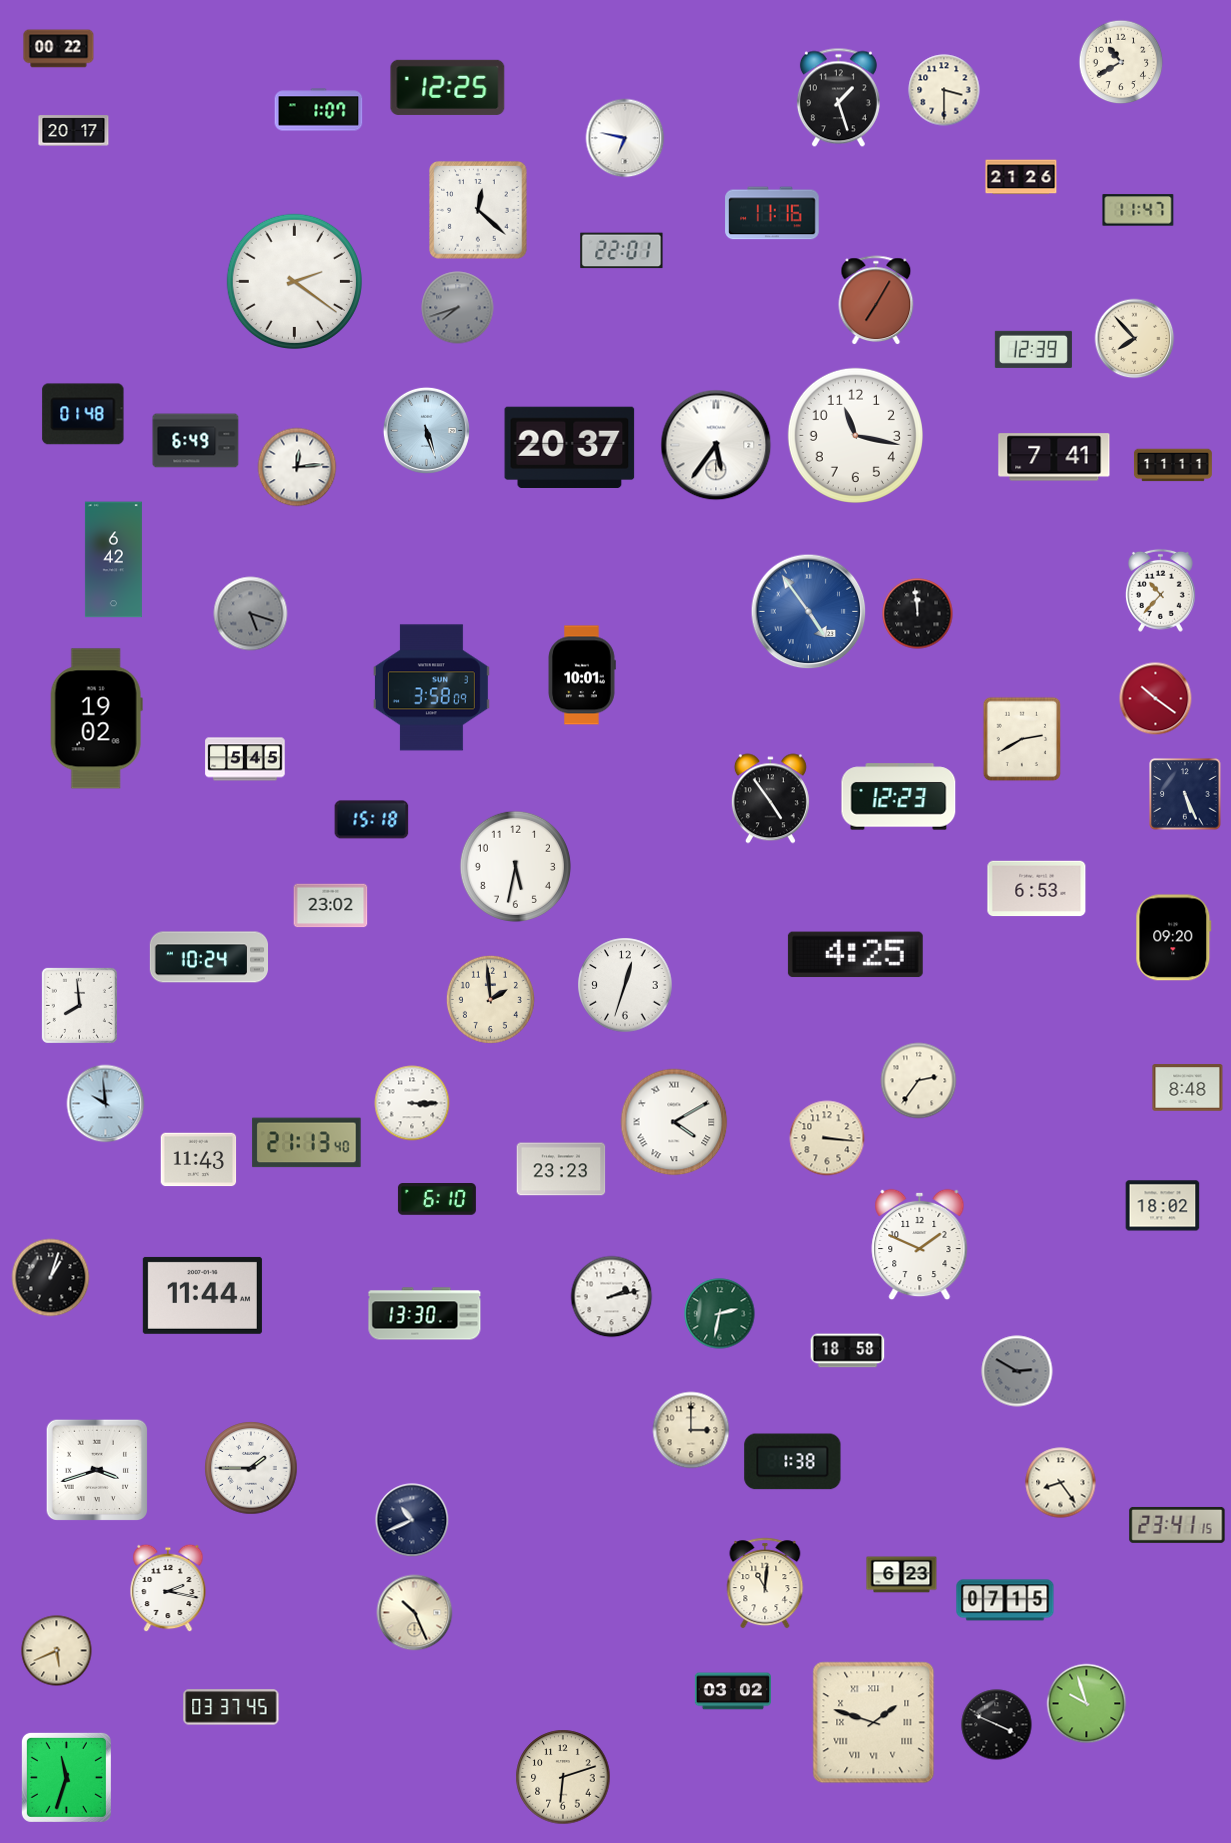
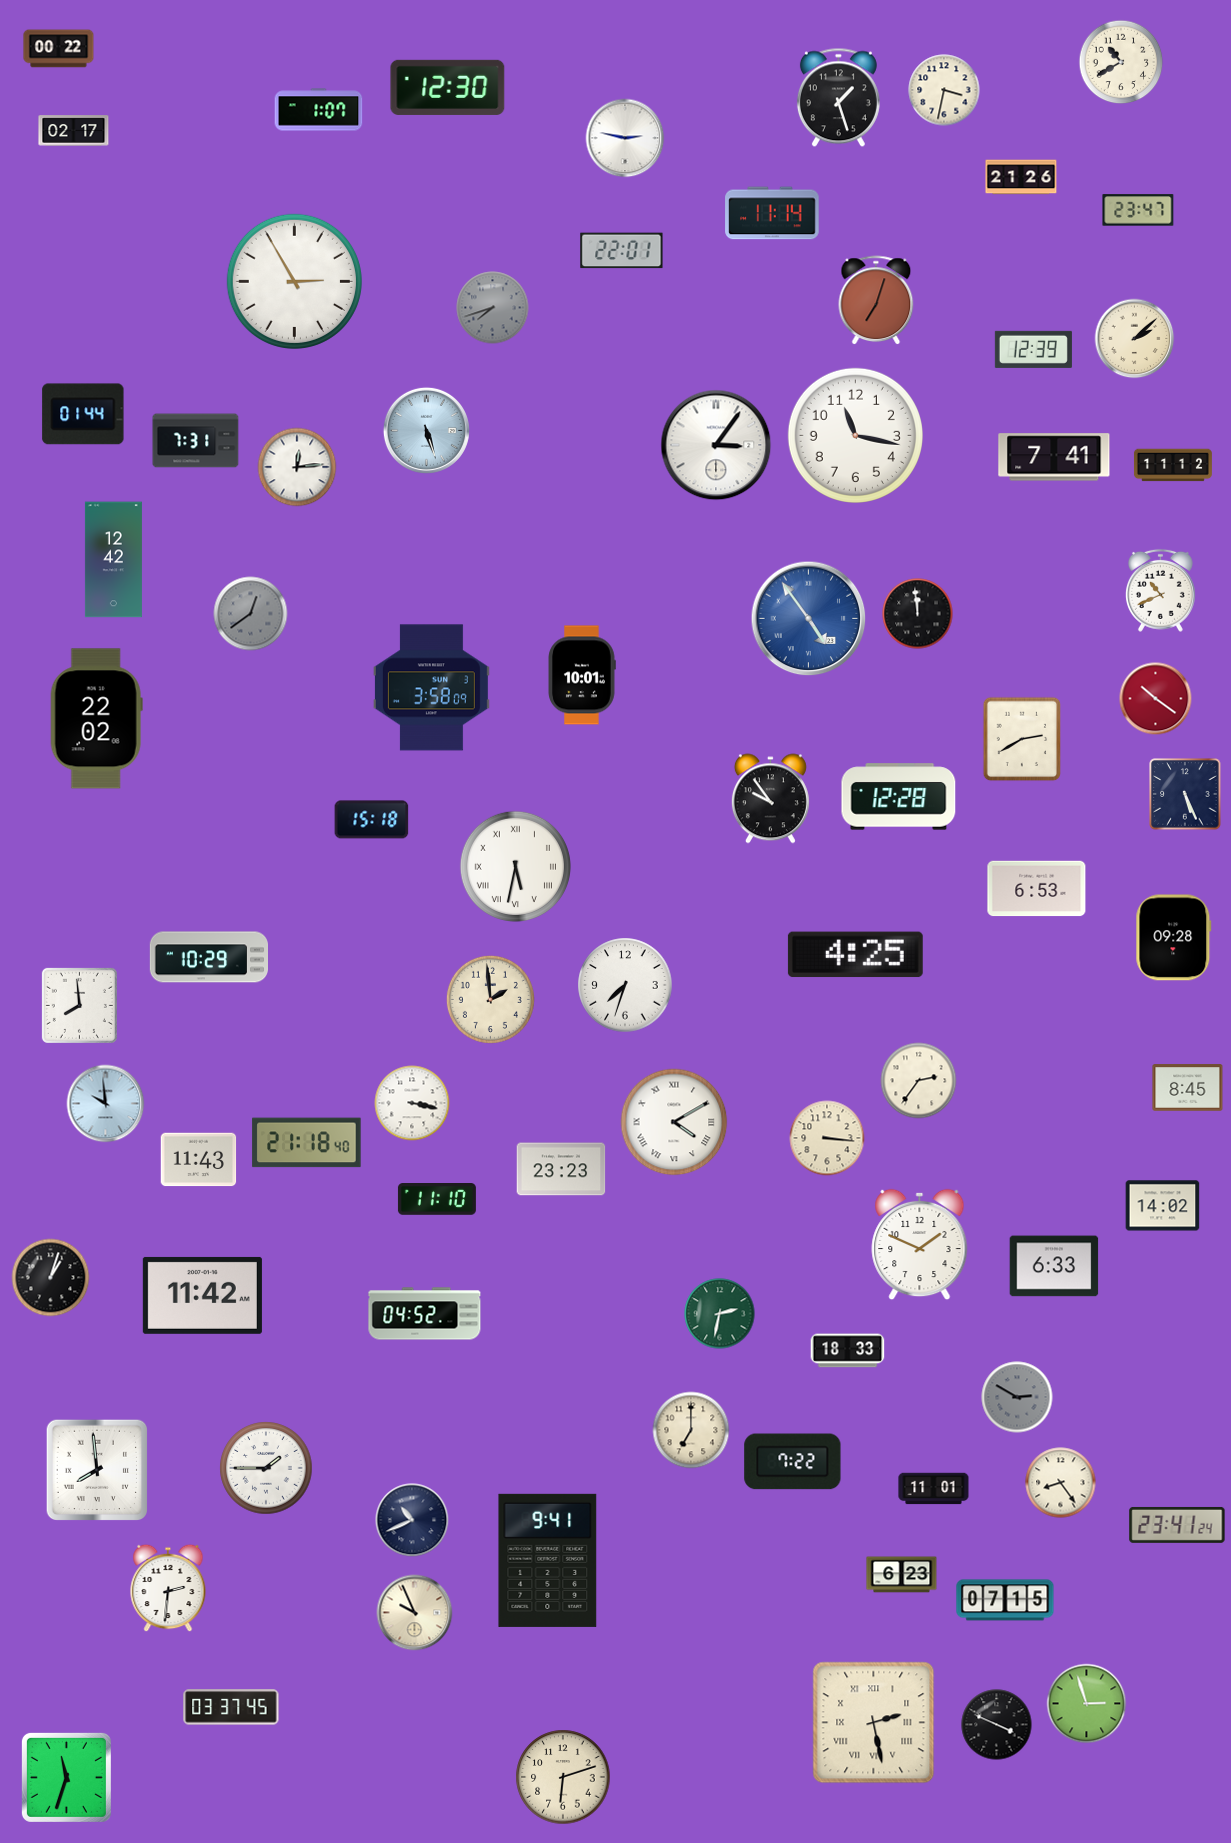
clock at (448, 87): 12:25 -> 12:30
clock at (944, 90): 3:30 -> 3:32
clock at (74, 131): 20:17 -> 02:17
clock at (625, 138): 6:47 -> 2:47
clock at (478, 210): 12:22 -> none
clock at (1138, 210): 11:47 -> 23:47
clock at (772, 213): 11:16 -> 11:14
clock at (294, 281): 2:21 -> 2:55
clock at (876, 301): 7:05 -> 7:03
clock at (458, 308) position: (458, 308) -> (493, 308)
clock at (1135, 339): 7:53 -> 2:08
clock at (83, 414): 01:48 -> 01:44
clock at (196, 441): 6:49 -> 7:31
clock at (716, 445): 5:36 -> 3:06
clock at (570, 448): 20:37 -> none
clock at (1173, 465): 11:11 -> 11:12
clock at (113, 560): 6:42 -> 12:42
clock at (1160, 590): 10:37 -> 10:41
clock at (809, 612) position: (809, 612) -> (809, 619)
clock at (251, 614): 5:18 -> 12:39
clock at (96, 719): 19:02 -> 22:02
clock at (245, 759): 5:45 -> none
clock at (899, 797): 12:23 -> 12:28
clock at (770, 799): 4:54 -> 9:54
clock at (515, 866) numerals: Arabic -> Roman
clock at (331, 906): 23:02 -> none
clock at (1174, 938): 09:20 -> 09:28
clock at (208, 957): 10:24 -> 10:29
clock at (625, 985): 12:33 -> 7:33
clock at (1188, 1088): 8:48 -> 8:45
clock at (412, 1103): 3:15 -> 3:17
clock at (307, 1143): 21:13 -> 21:18
clock at (437, 1199): 6:10 -> 11:10
clock at (1163, 1206): 18:02 -> 14:02
clock at (1054, 1266): none -> 6:33
clock at (202, 1295): 11:44 -> 11:42
clock at (612, 1297): 2:13 -> none
clock at (425, 1314): 13:30 -> 04:52
clock at (848, 1351): 18:58 -> 18:33
clock at (1017, 1371) position: (1017, 1371) -> (1017, 1397)
clock at (691, 1430): 3:00 -> 7:00
clock at (793, 1462): 1:38 -> 7:22
clock at (251, 1468) position: (251, 1468) -> (266, 1468)
clock at (96, 1469): 3:42 -> 7:59
clock at (934, 1489): none -> 11:01
clock at (1177, 1525): 23:41:15 -> 23:41:24
clock at (548, 1560): none -> 9:41
clock at (765, 1583): 11:01 -> none
clock at (168, 1588): 2:17 -> 2:31
clock at (415, 1613): 10:26 -> 9:56
clock at (57, 1651): 5:41 -> none
clock at (732, 1691): 03:02 -> none
clock at (1087, 1704): 9:57 -> 2:57
clock at (874, 1723): 1:48 -> 2:28
